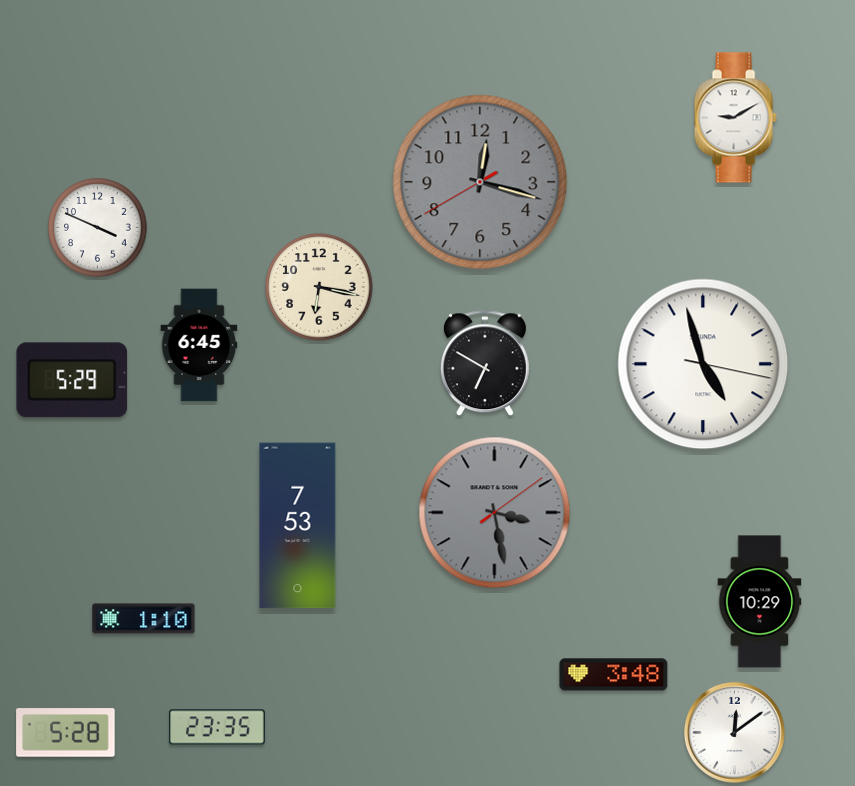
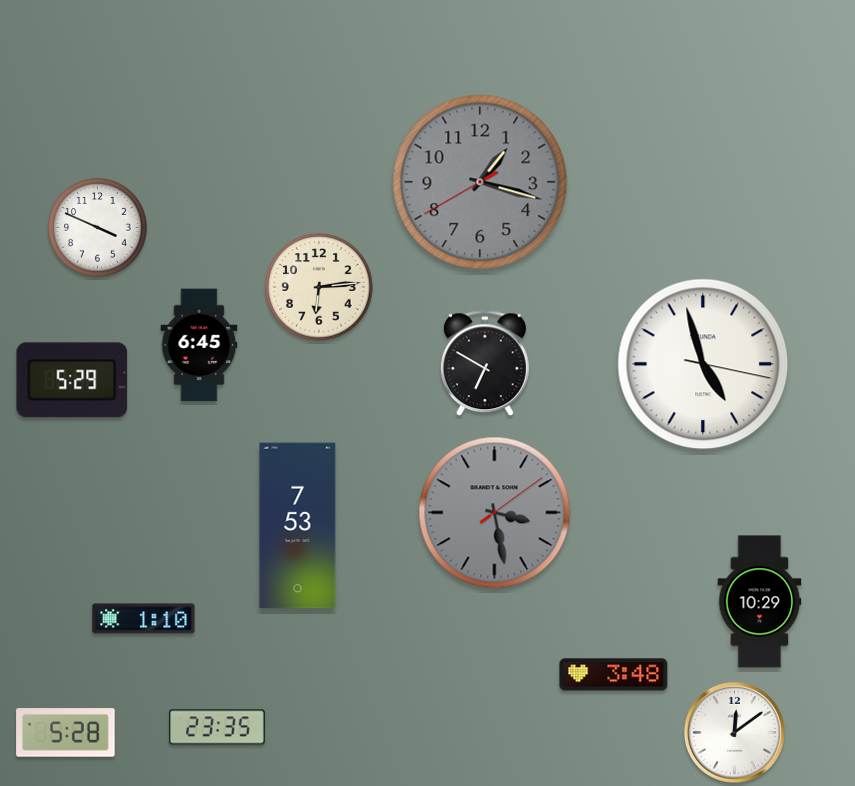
clock at (735, 118): 9:10 -> none
clock at (480, 182): 12:17 -> 1:17
clock at (319, 287): 6:17 -> 6:14
